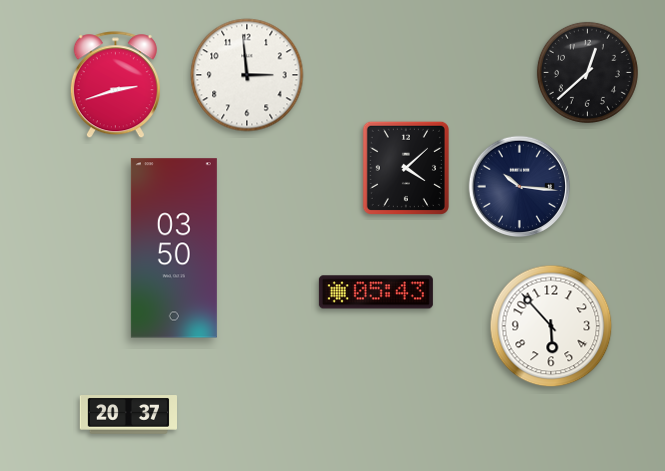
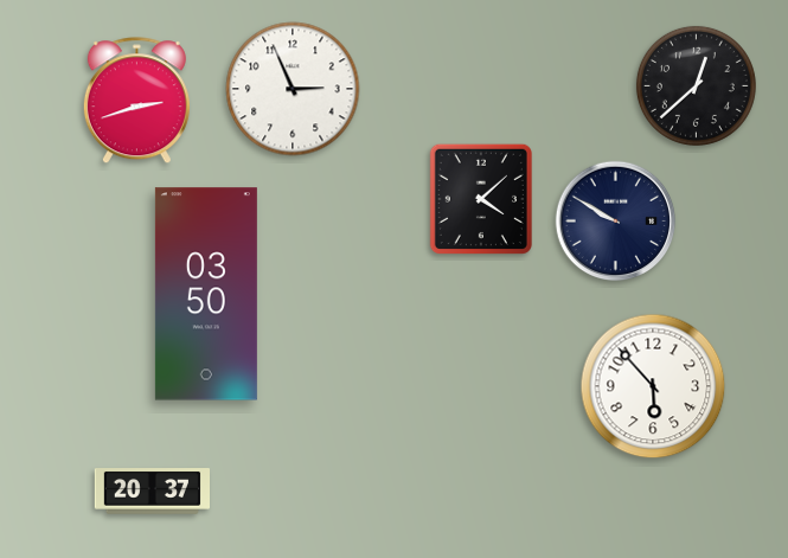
clock at (247, 75): 2:59 -> 2:56
clock at (520, 187): 10:16 -> 9:50
clock at (376, 292): 05:43 -> none
